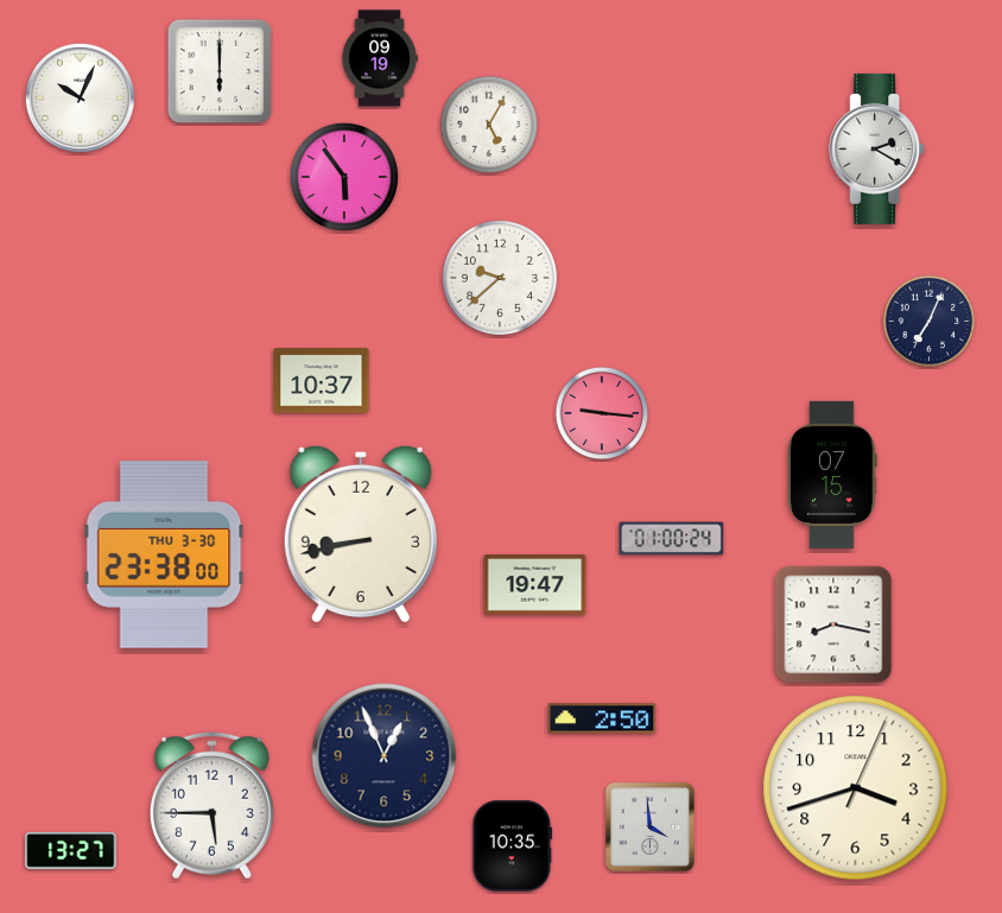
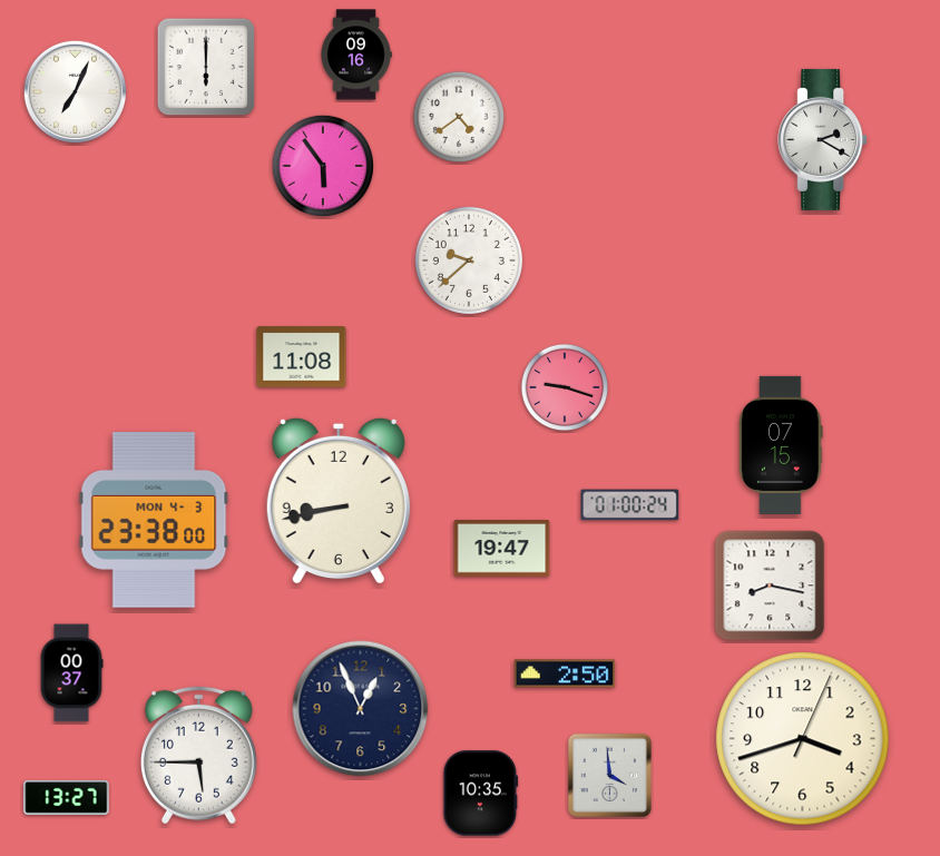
clock at (380, 58): 09:19 -> 09:16
clock at (80, 97): 10:04 -> 7:04
clock at (489, 125): 5:05 -> 4:39
clock at (930, 322): 7:04 -> none
clock at (322, 381): 10:37 -> 11:08
clock at (602, 413): 9:16 -> 9:18
clock at (164, 556) date: THU 3-30 -> MON 4-3
clock at (833, 624) position: (833, 624) -> (770, 586)
clock at (71, 673): none -> 00:37
